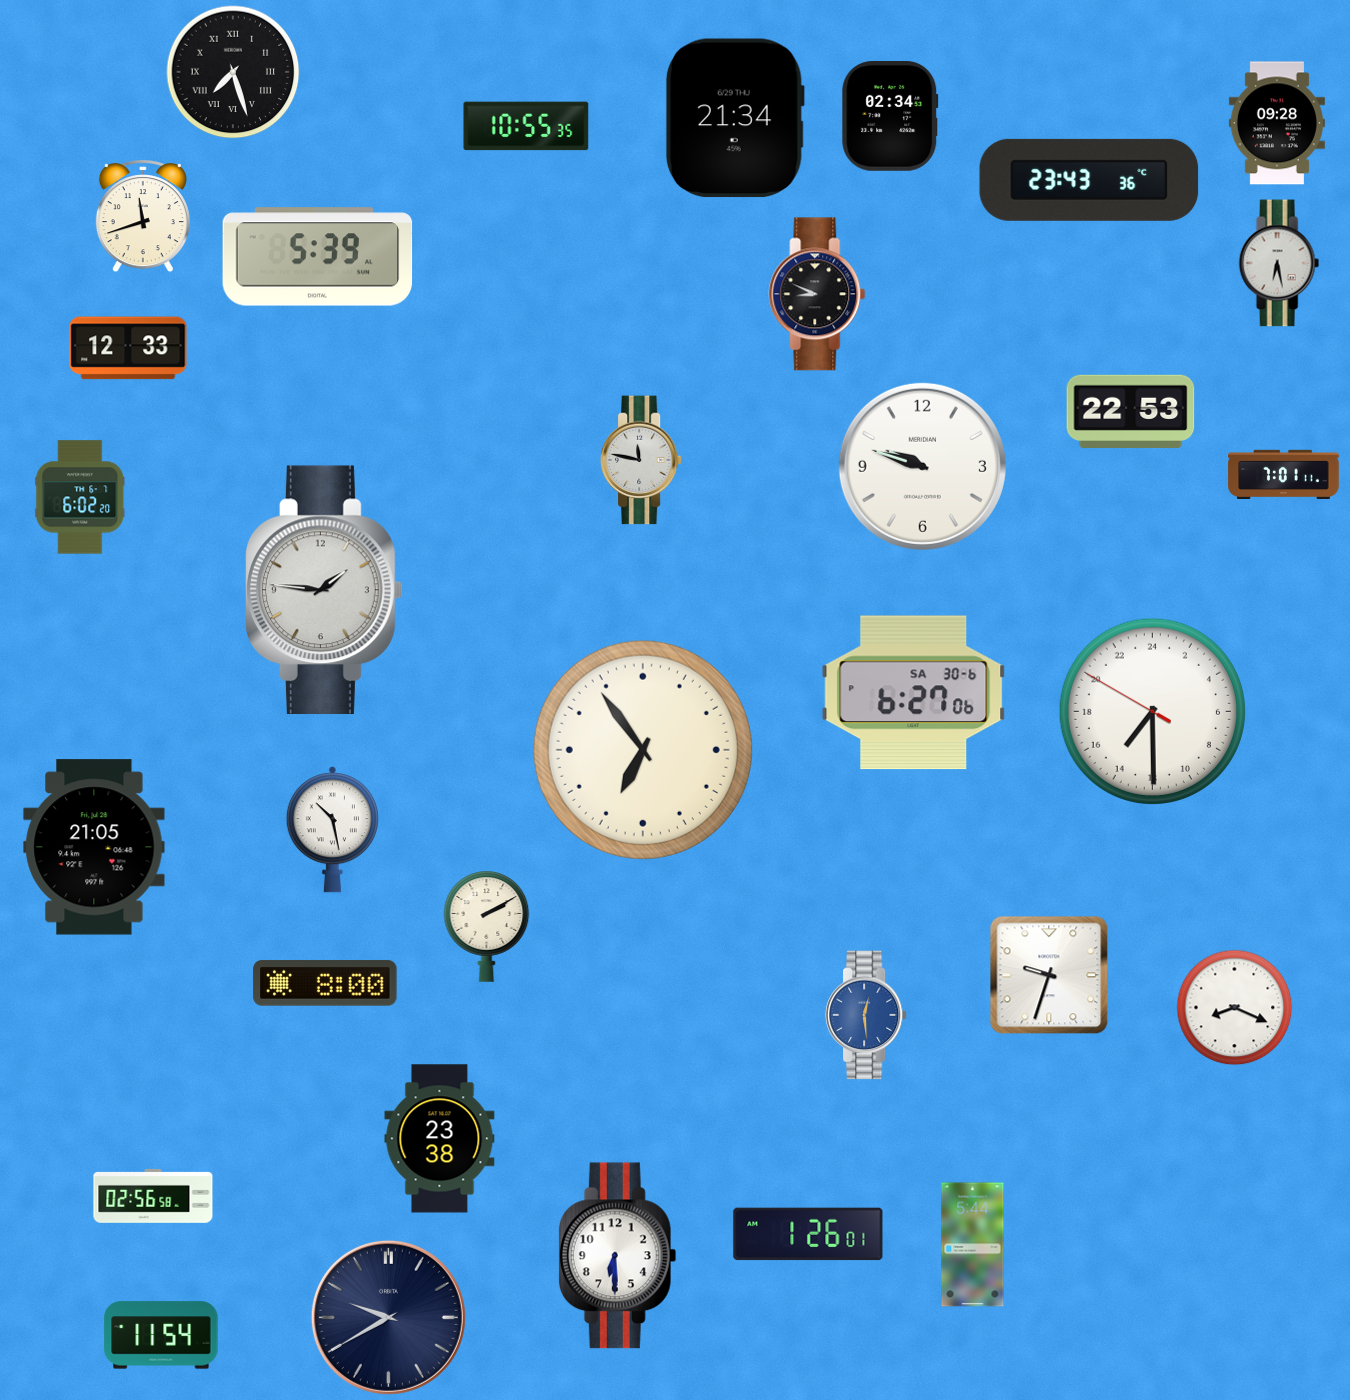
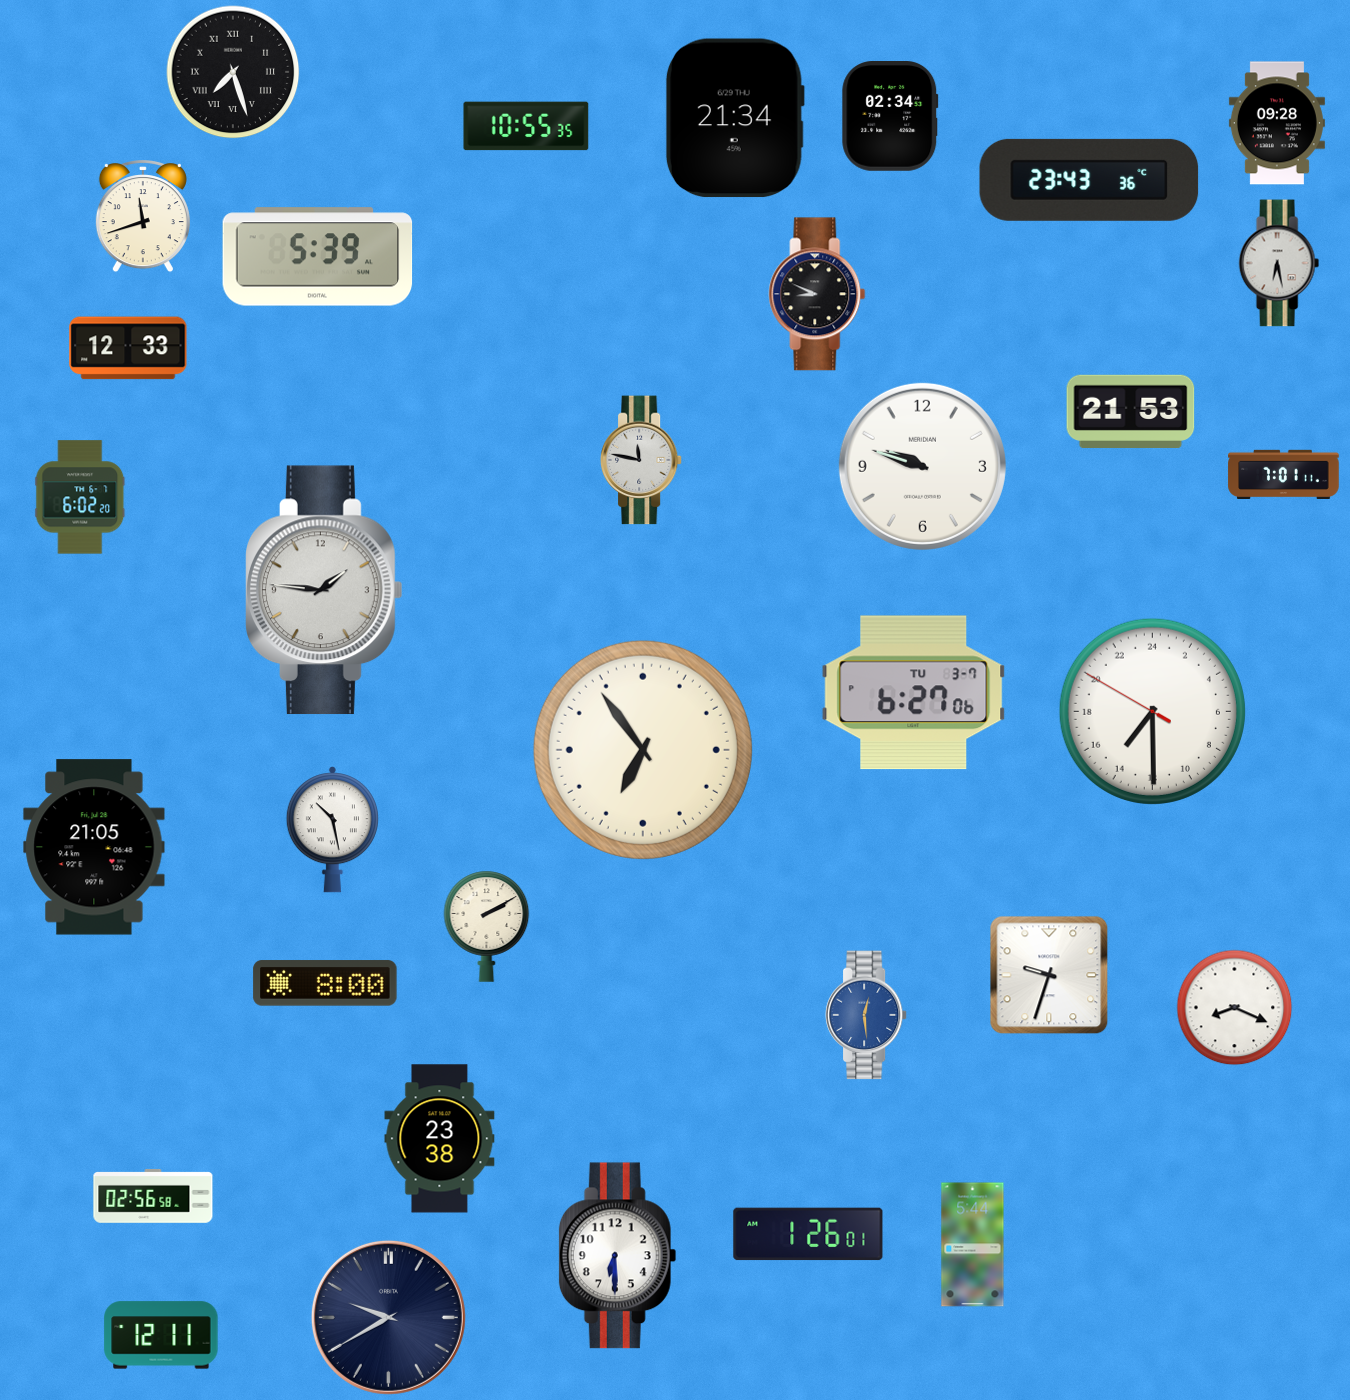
clock at (1131, 411): 22:53 -> 21:53
clock at (914, 693) date: SA 30-6 -> TU 3-7
clock at (161, 1335): 11:54 -> 12:11
